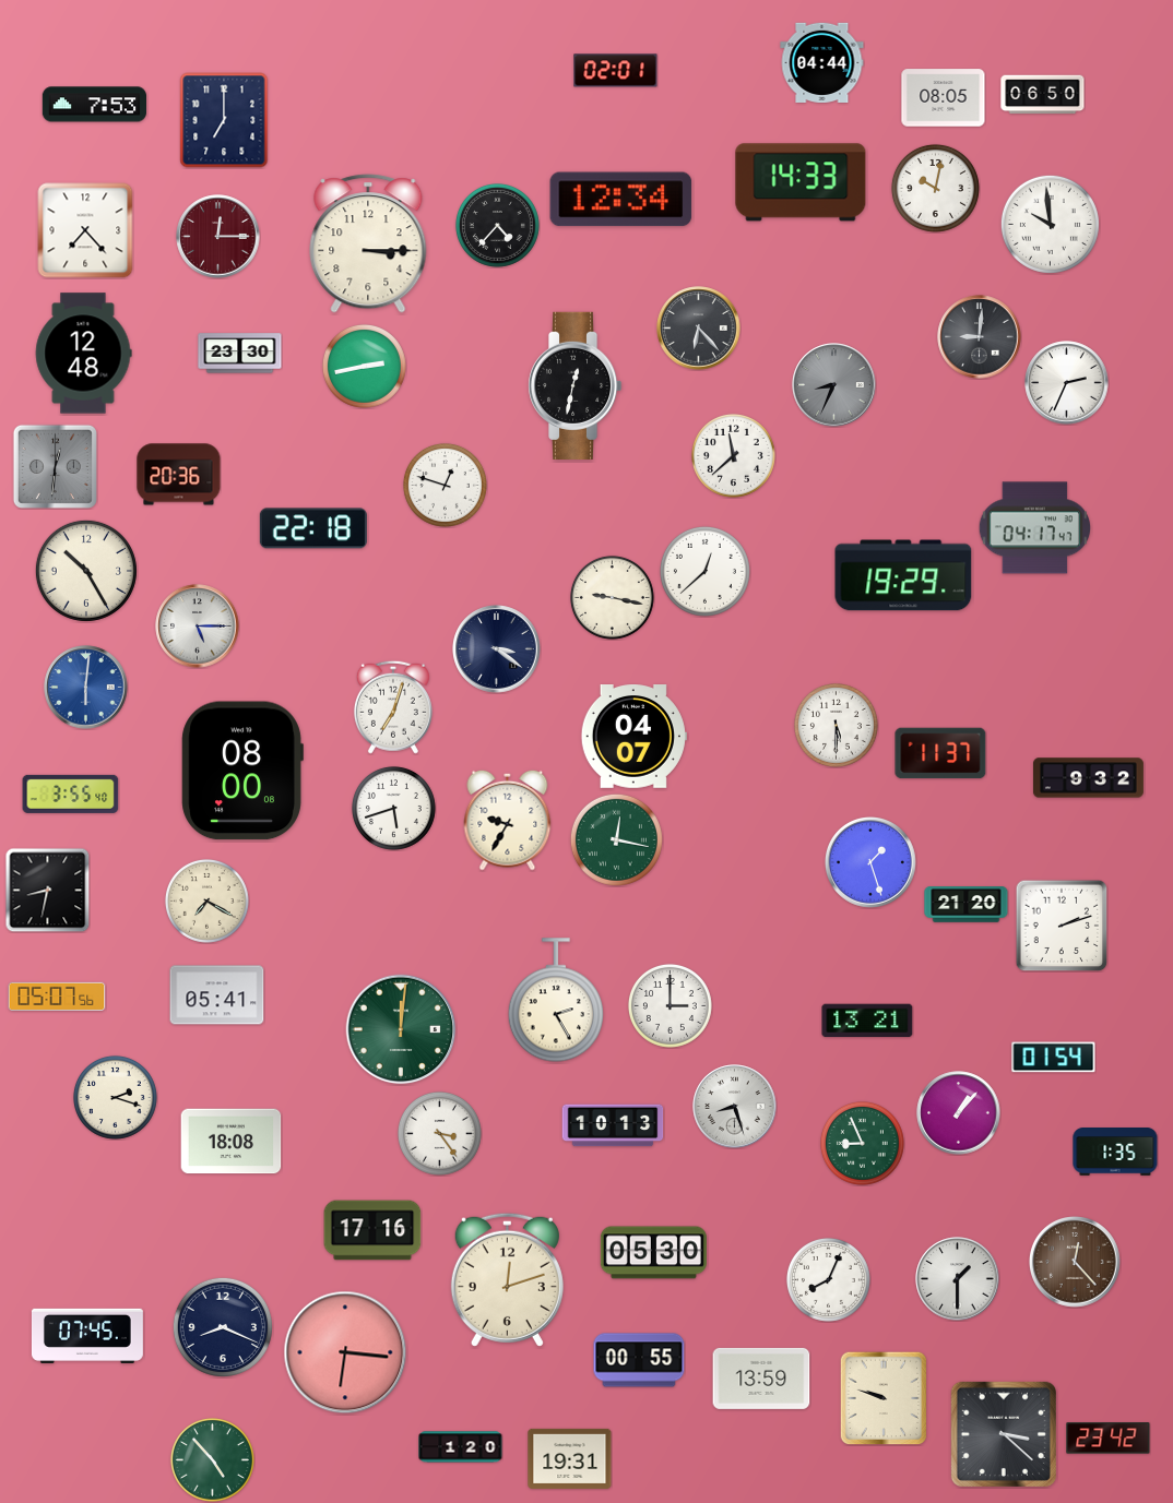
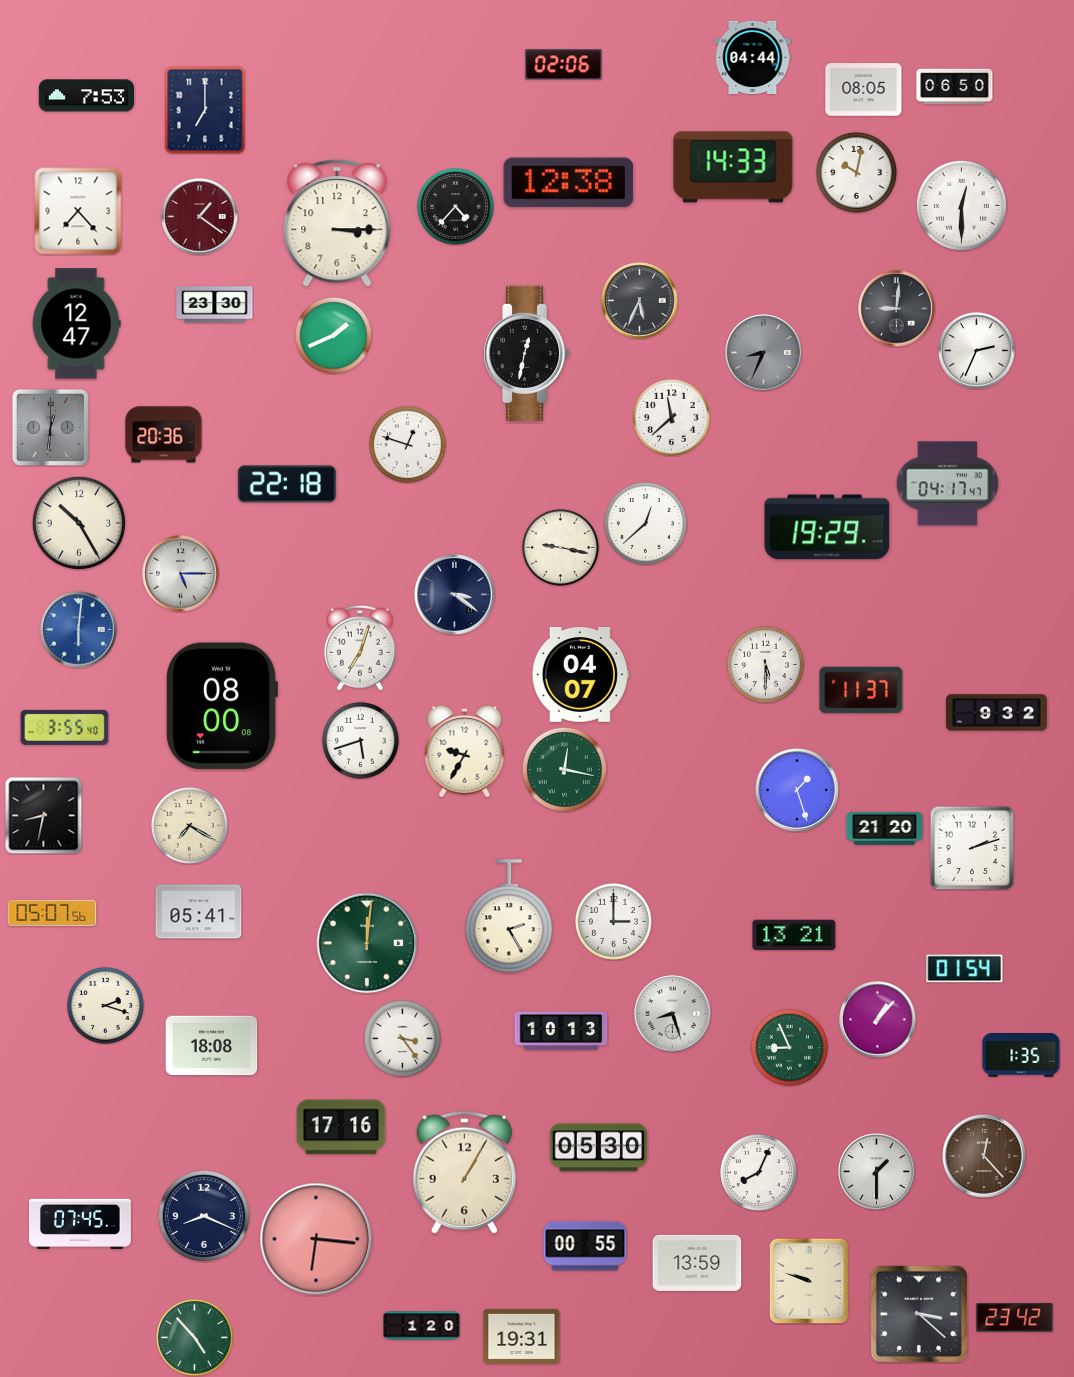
clock at (616, 71): 02:01 -> 02:06
clock at (621, 200): 12:34 -> 12:38
clock at (1050, 224): 9:59 -> 12:30
clock at (218, 237): 12:15 -> 1:21
clock at (699, 329): 6:23 -> 5:34
clock at (83, 354): 12:48 -> 12:47
clock at (240, 354) position: (240, 354) -> (215, 305)
clock at (364, 366): 2:43 -> 1:41
clock at (507, 1279): 12:12 -> 1:05
